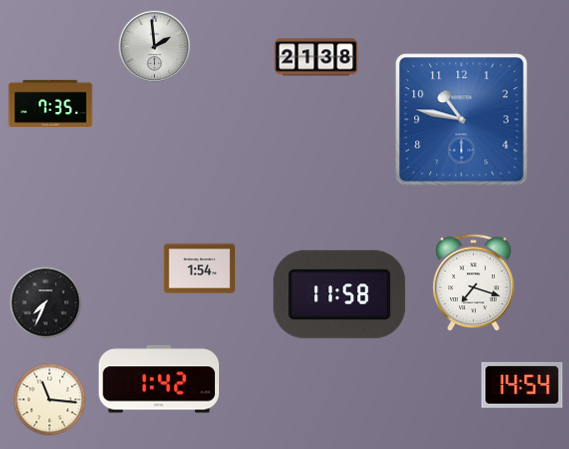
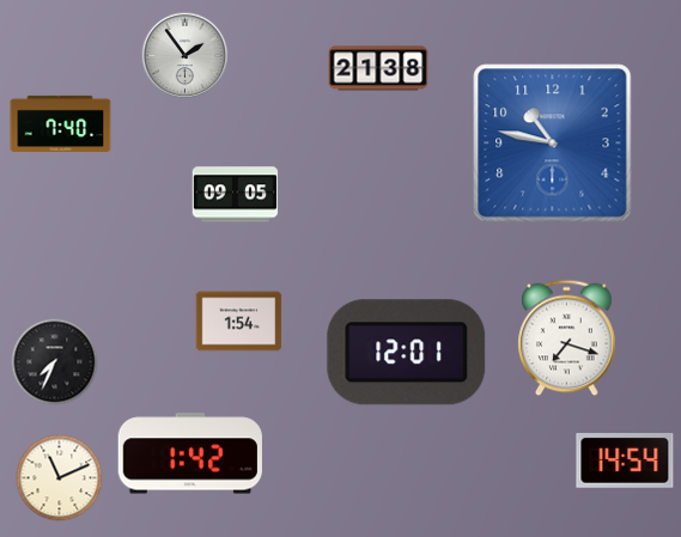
clock at (155, 47): 1:59 -> 1:54
clock at (51, 103): 7:35 -> 7:40
clock at (236, 195): none -> 09:05
clock at (340, 295): 11:58 -> 12:01
clock at (50, 400): 11:16 -> 11:11
